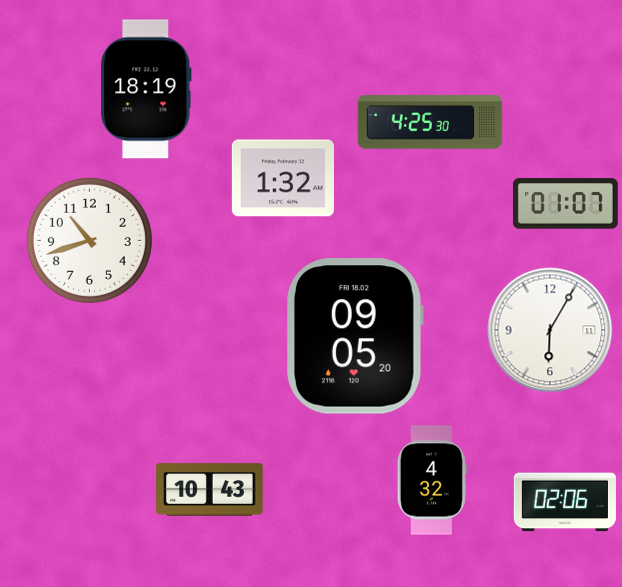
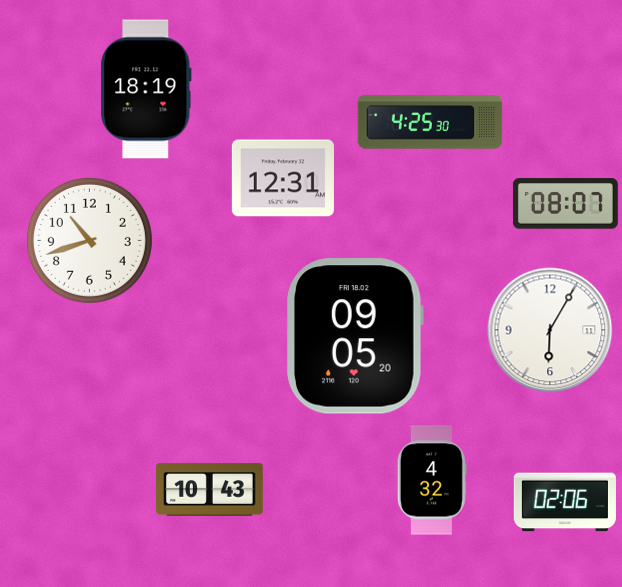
clock at (283, 178): 1:32 -> 12:31
clock at (565, 204): 01:07 -> 08:07
